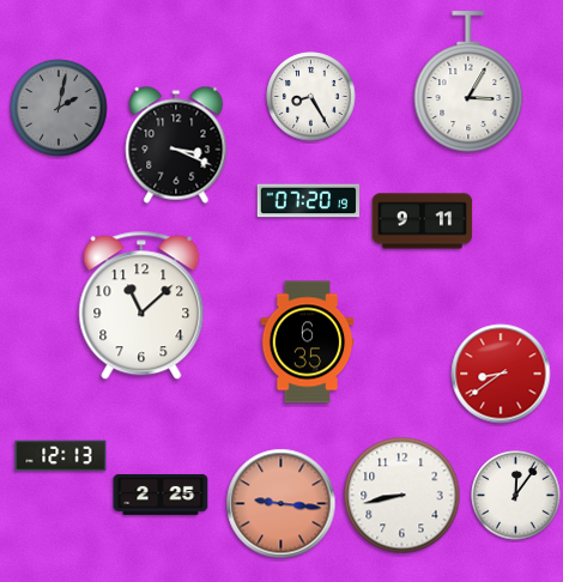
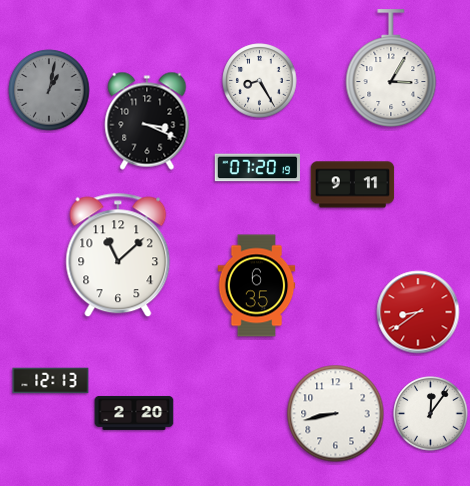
clock at (59, 108): 2:02 -> 1:02
clock at (161, 495): 2:25 -> 2:20
clock at (281, 504): 9:16 -> none
